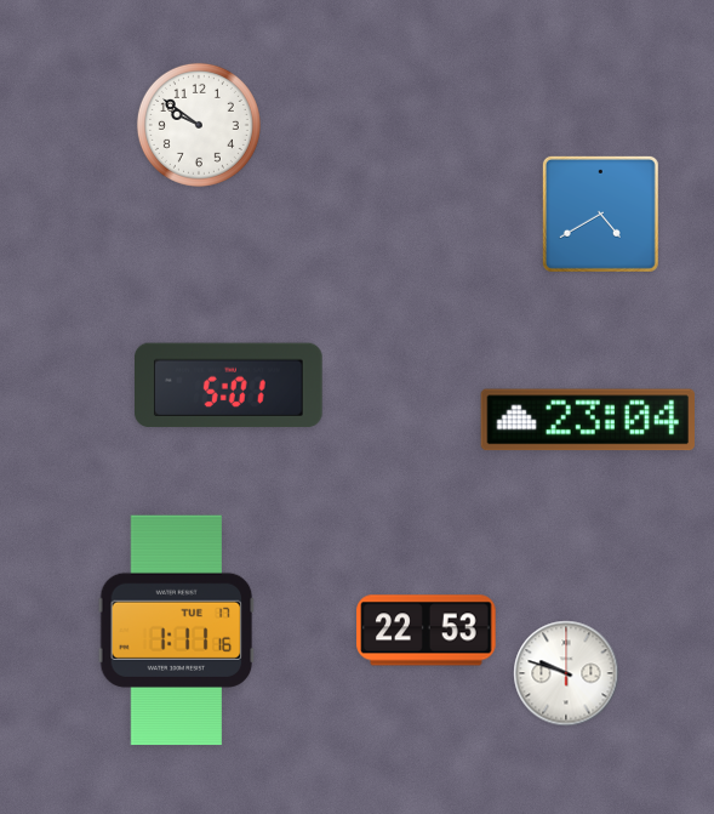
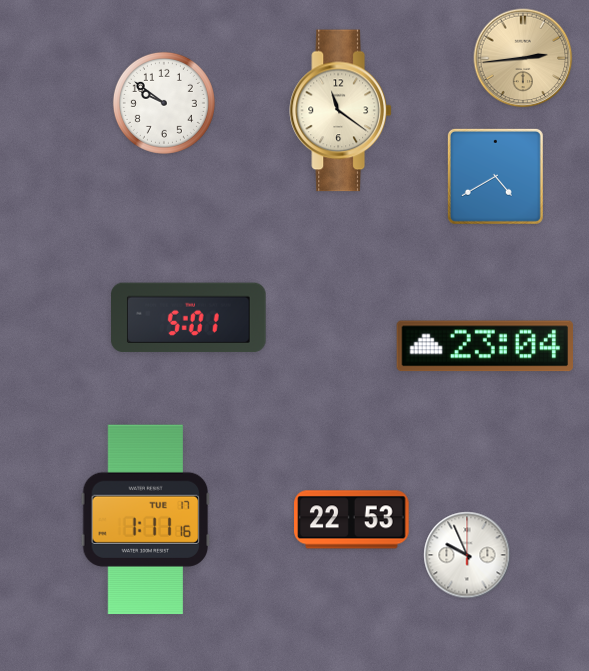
clock at (523, 58): none -> 2:44
clock at (340, 111): none -> 11:21
clock at (566, 673): 9:48 -> 9:56
